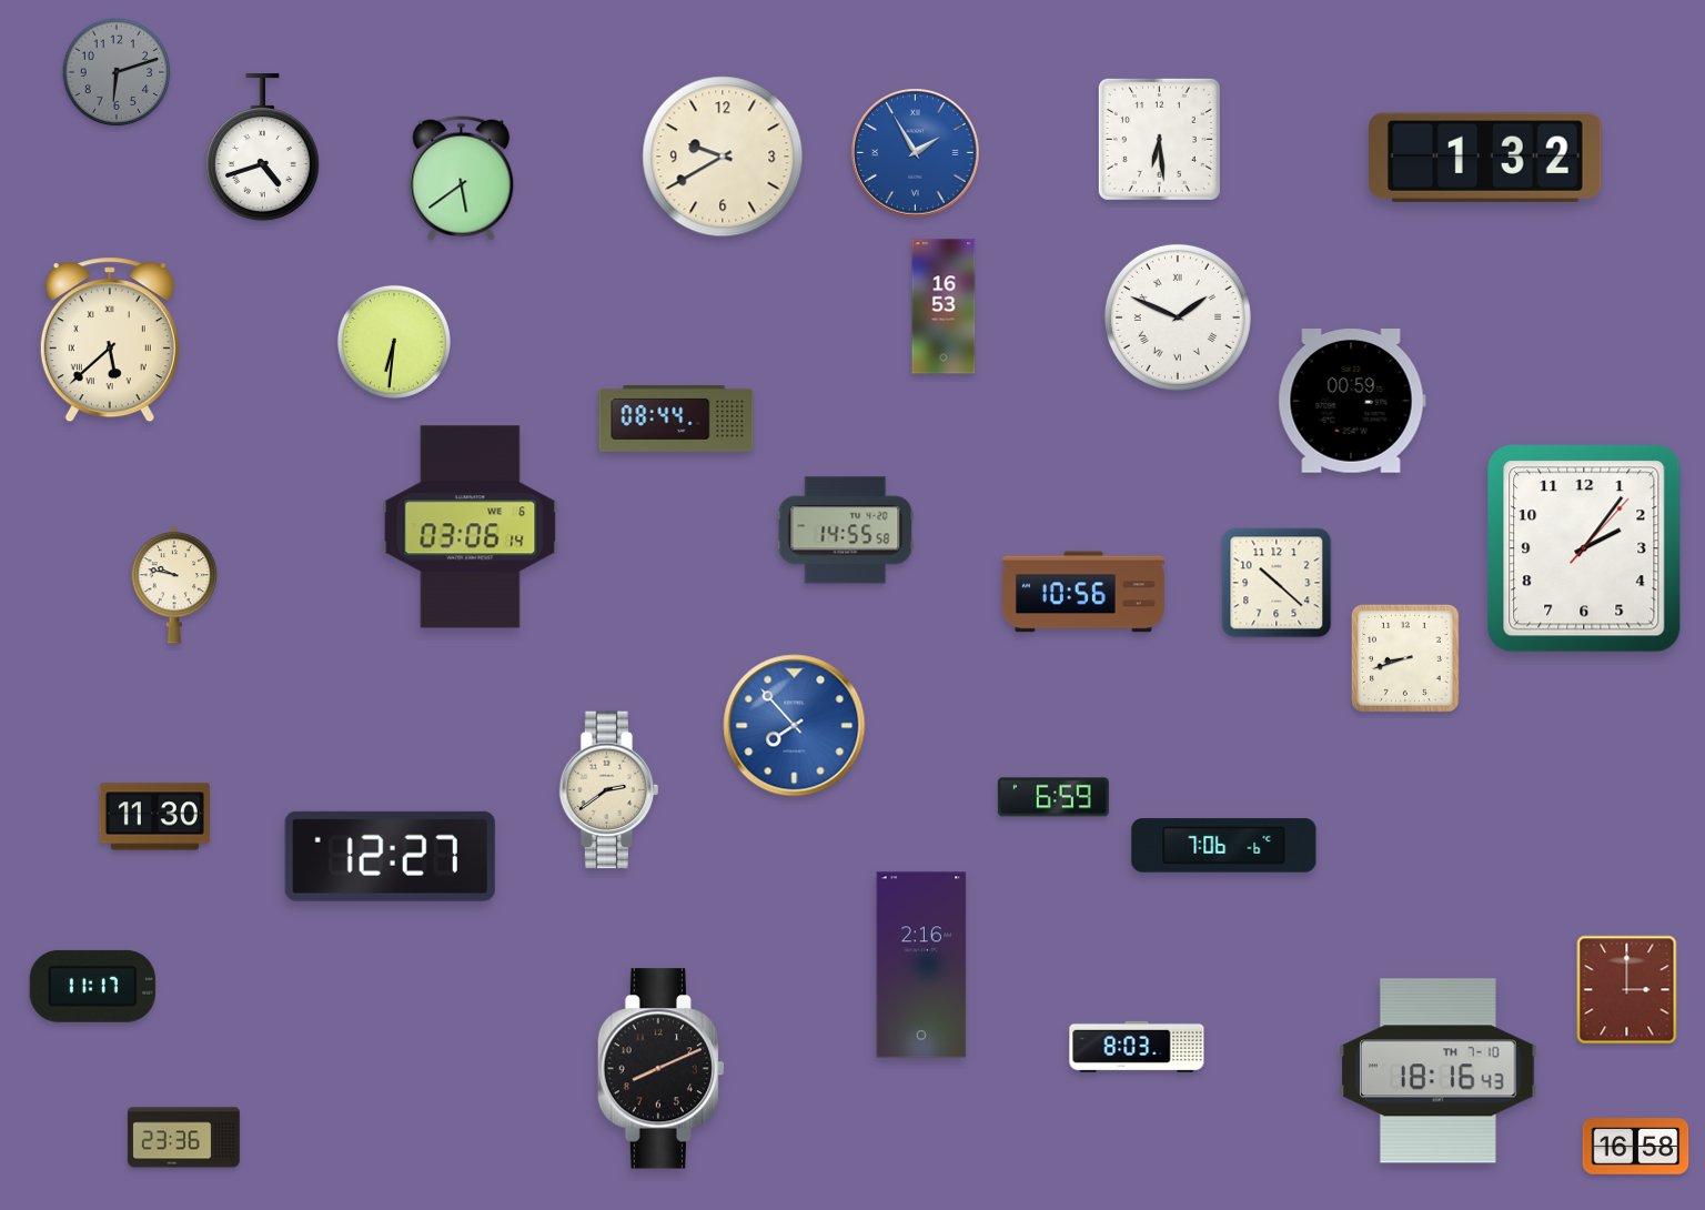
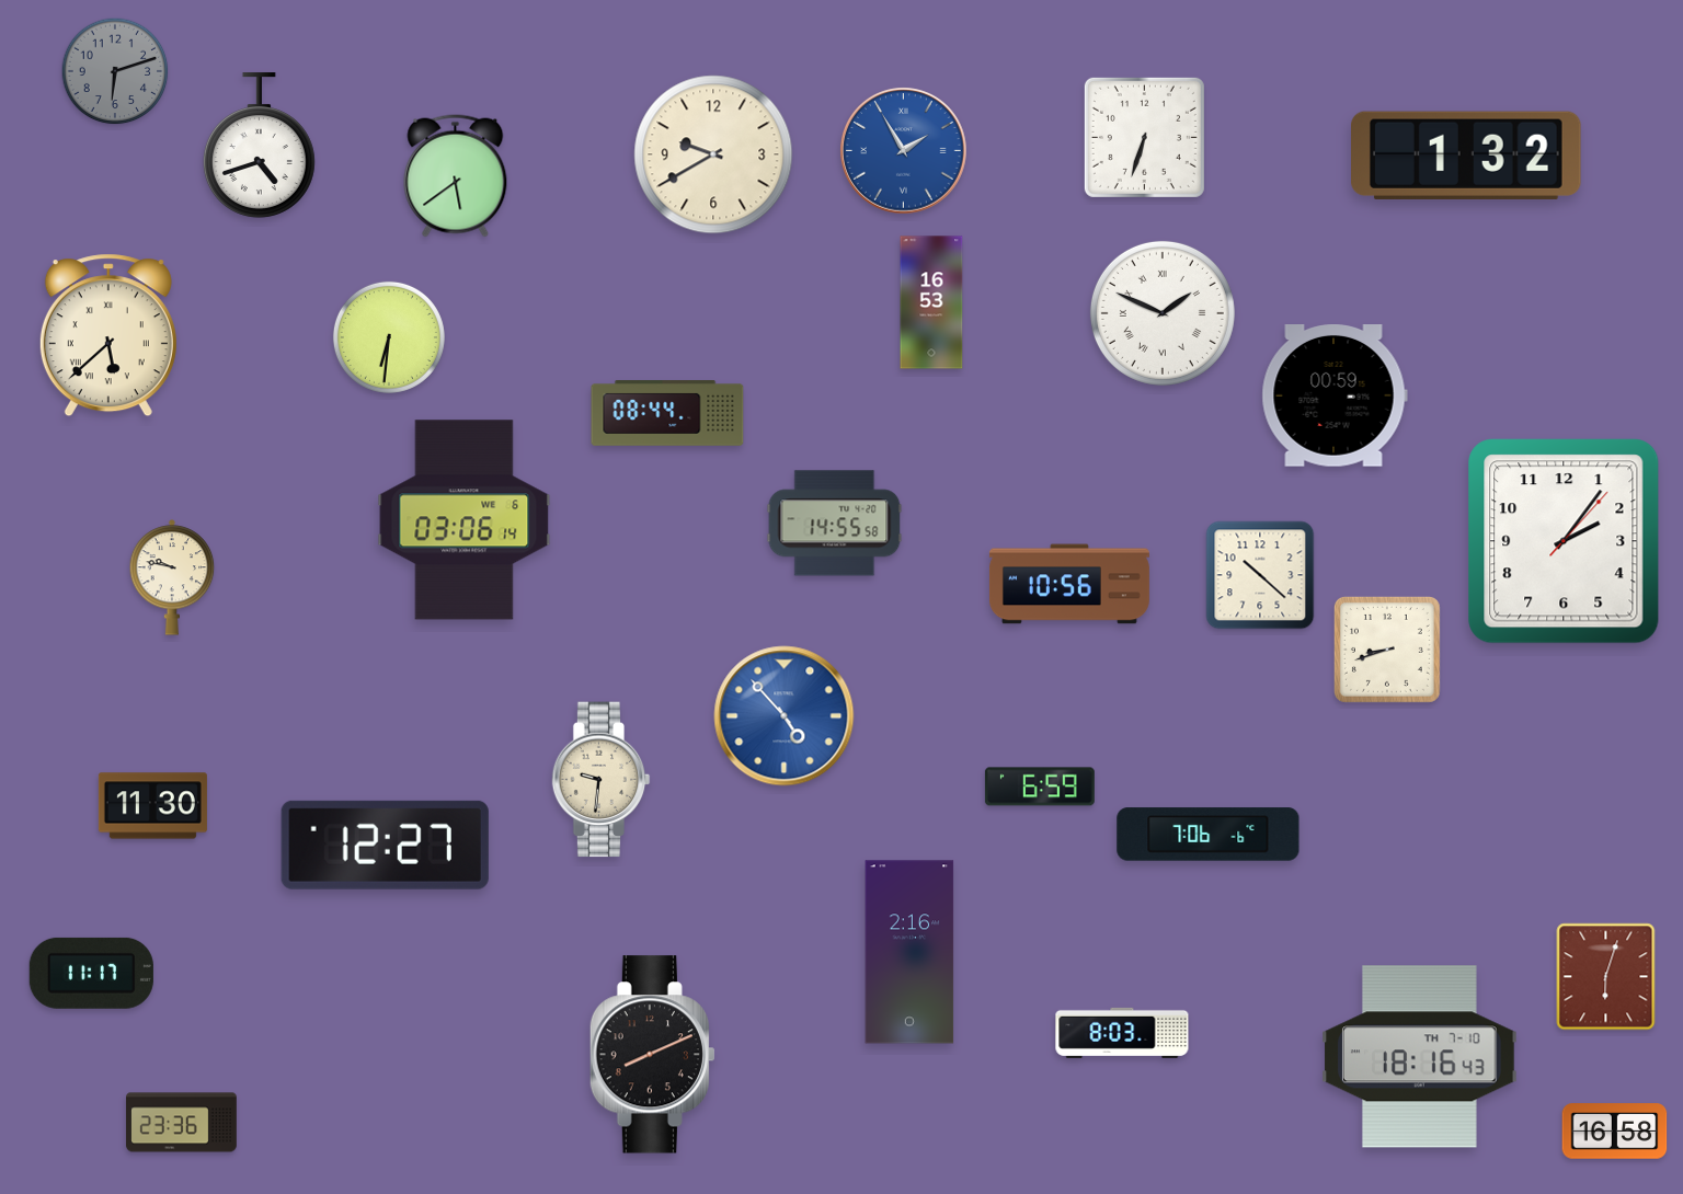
clock at (1159, 139): 6:29 -> 6:33
clock at (795, 726): 7:53 -> 4:53
clock at (609, 790): 2:39 -> 9:31
clock at (1627, 990): 3:00 -> 6:03
